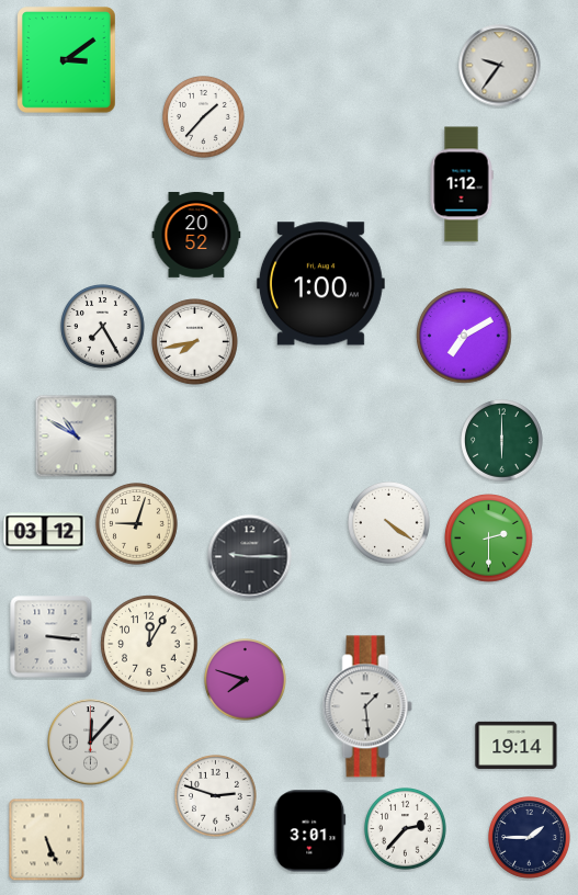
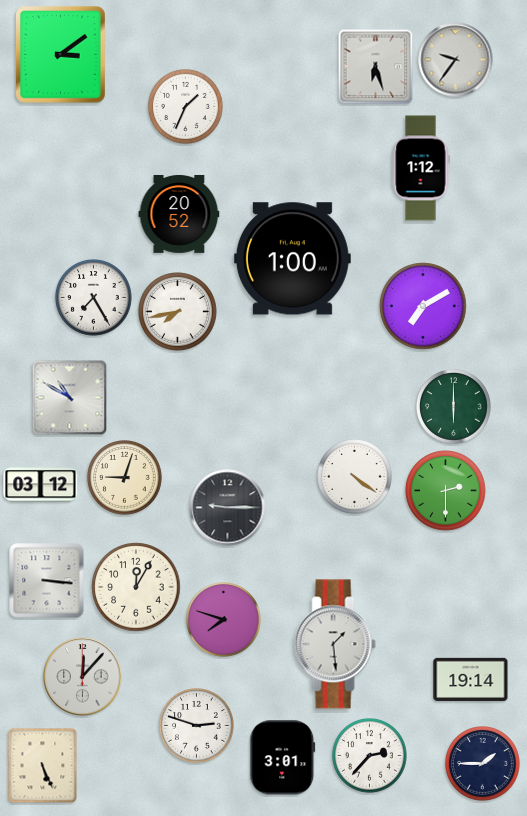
clock at (376, 67): none -> 6:27
clock at (204, 117): 1:37 -> 1:34
clock at (502, 441) position: (502, 441) -> (454, 407)
